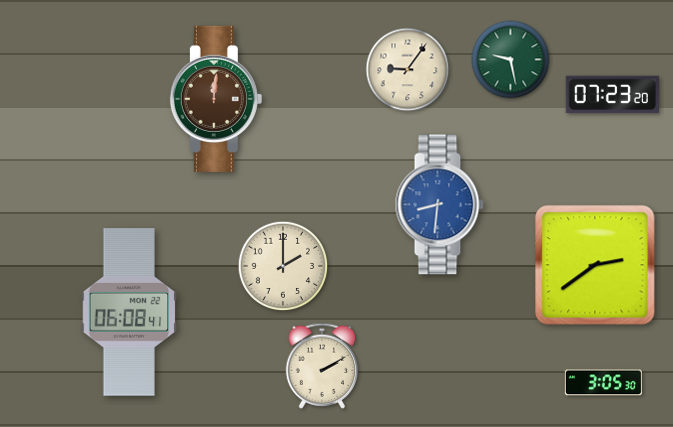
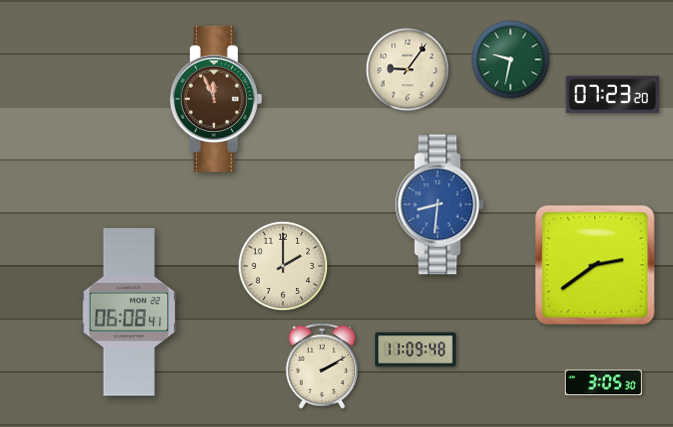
clock at (511, 60): 9:28 -> 9:32
clock at (216, 99): 12:01 -> 11:56
clock at (416, 350): none -> 11:09
